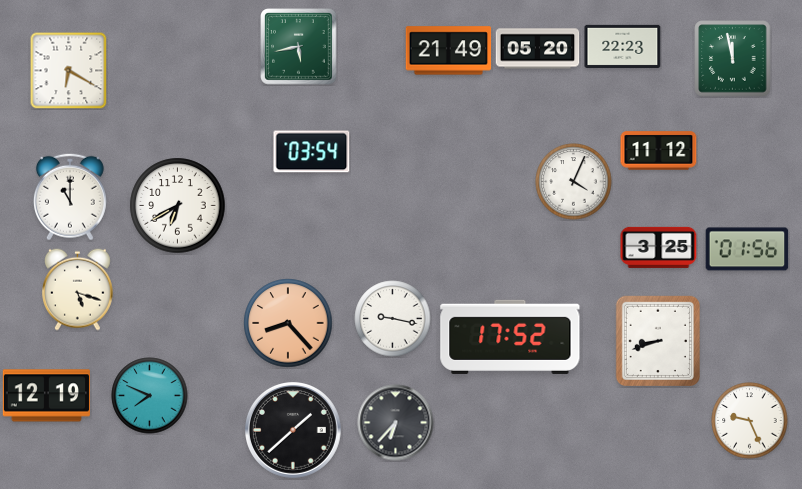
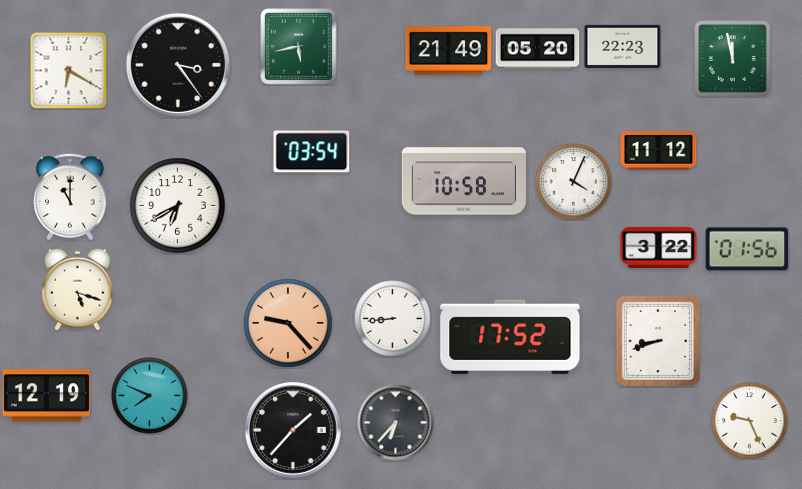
clock at (178, 65): none -> 3:24
clock at (464, 179): none -> 10:58
clock at (659, 247): 3:25 -> 3:22
clock at (393, 319): 9:17 -> 8:44
clock at (288, 323): 8:23 -> 9:23
clock at (294, 431): 1:38 -> 1:37
